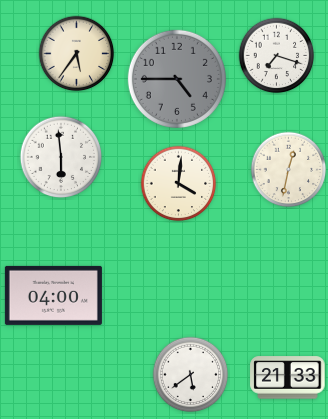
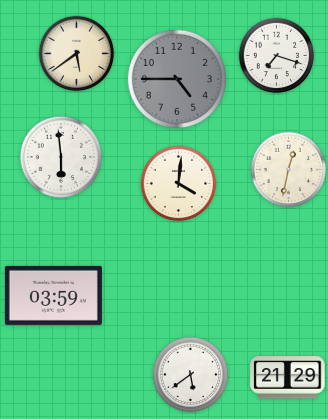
clock at (77, 54): 5:36 -> 5:39
clock at (53, 295): 04:00 -> 03:59
clock at (288, 378): 21:33 -> 21:29
